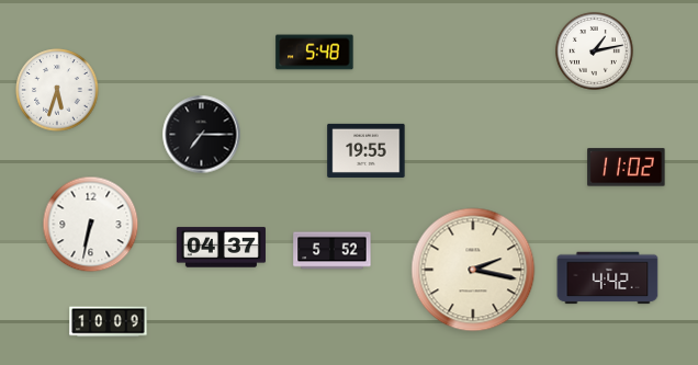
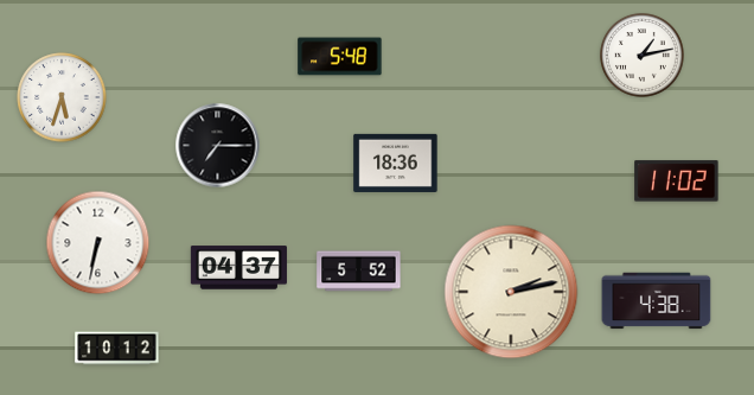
clock at (367, 150): 19:55 -> 18:36
clock at (473, 270): 2:17 -> 2:13
clock at (608, 278): 4:42 -> 4:38
clock at (109, 322): 10:09 -> 10:12
